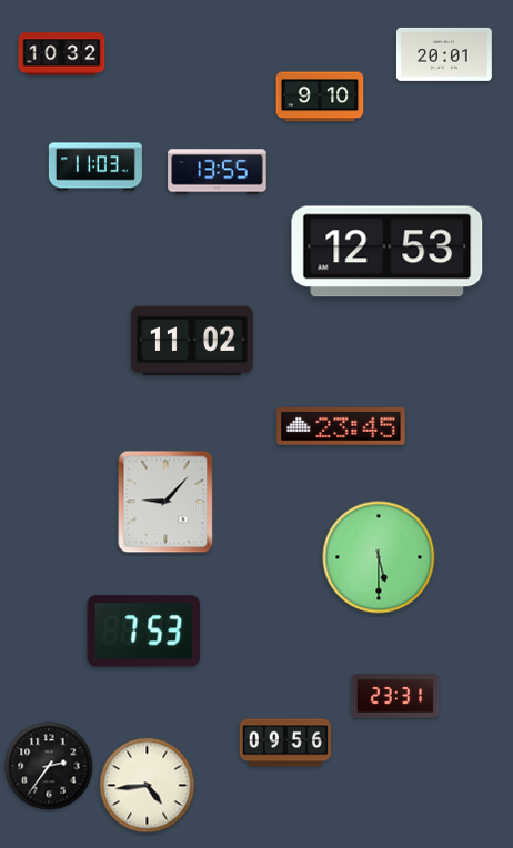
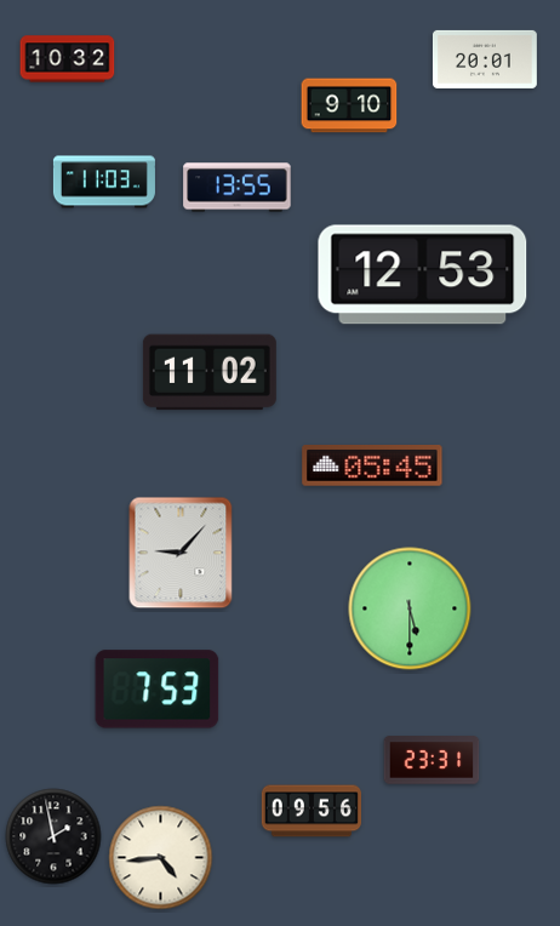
clock at (341, 427): 23:45 -> 05:45
clock at (165, 502) position: (165, 502) -> (181, 553)
clock at (379, 557) position: (379, 557) -> (410, 608)
clock at (49, 766): 2:36 -> 1:58
